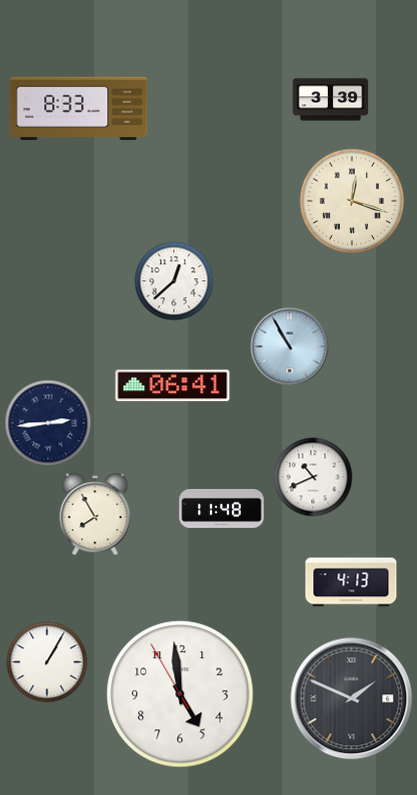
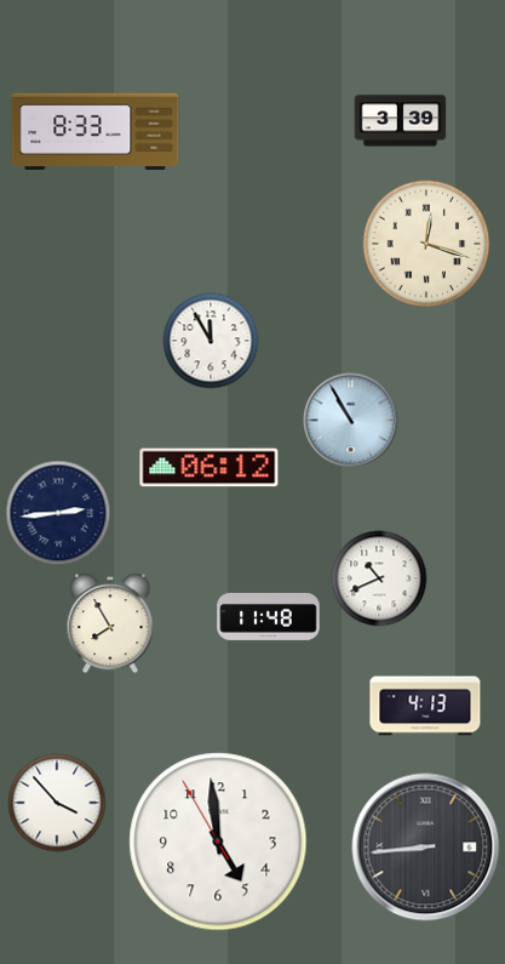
clock at (174, 281): 12:38 -> 11:55
clock at (173, 386): 06:41 -> 06:12
clock at (95, 514) position: (95, 514) -> (110, 623)
clock at (47, 662): 1:05 -> 3:53
clock at (352, 699): 1:49 -> 8:44
